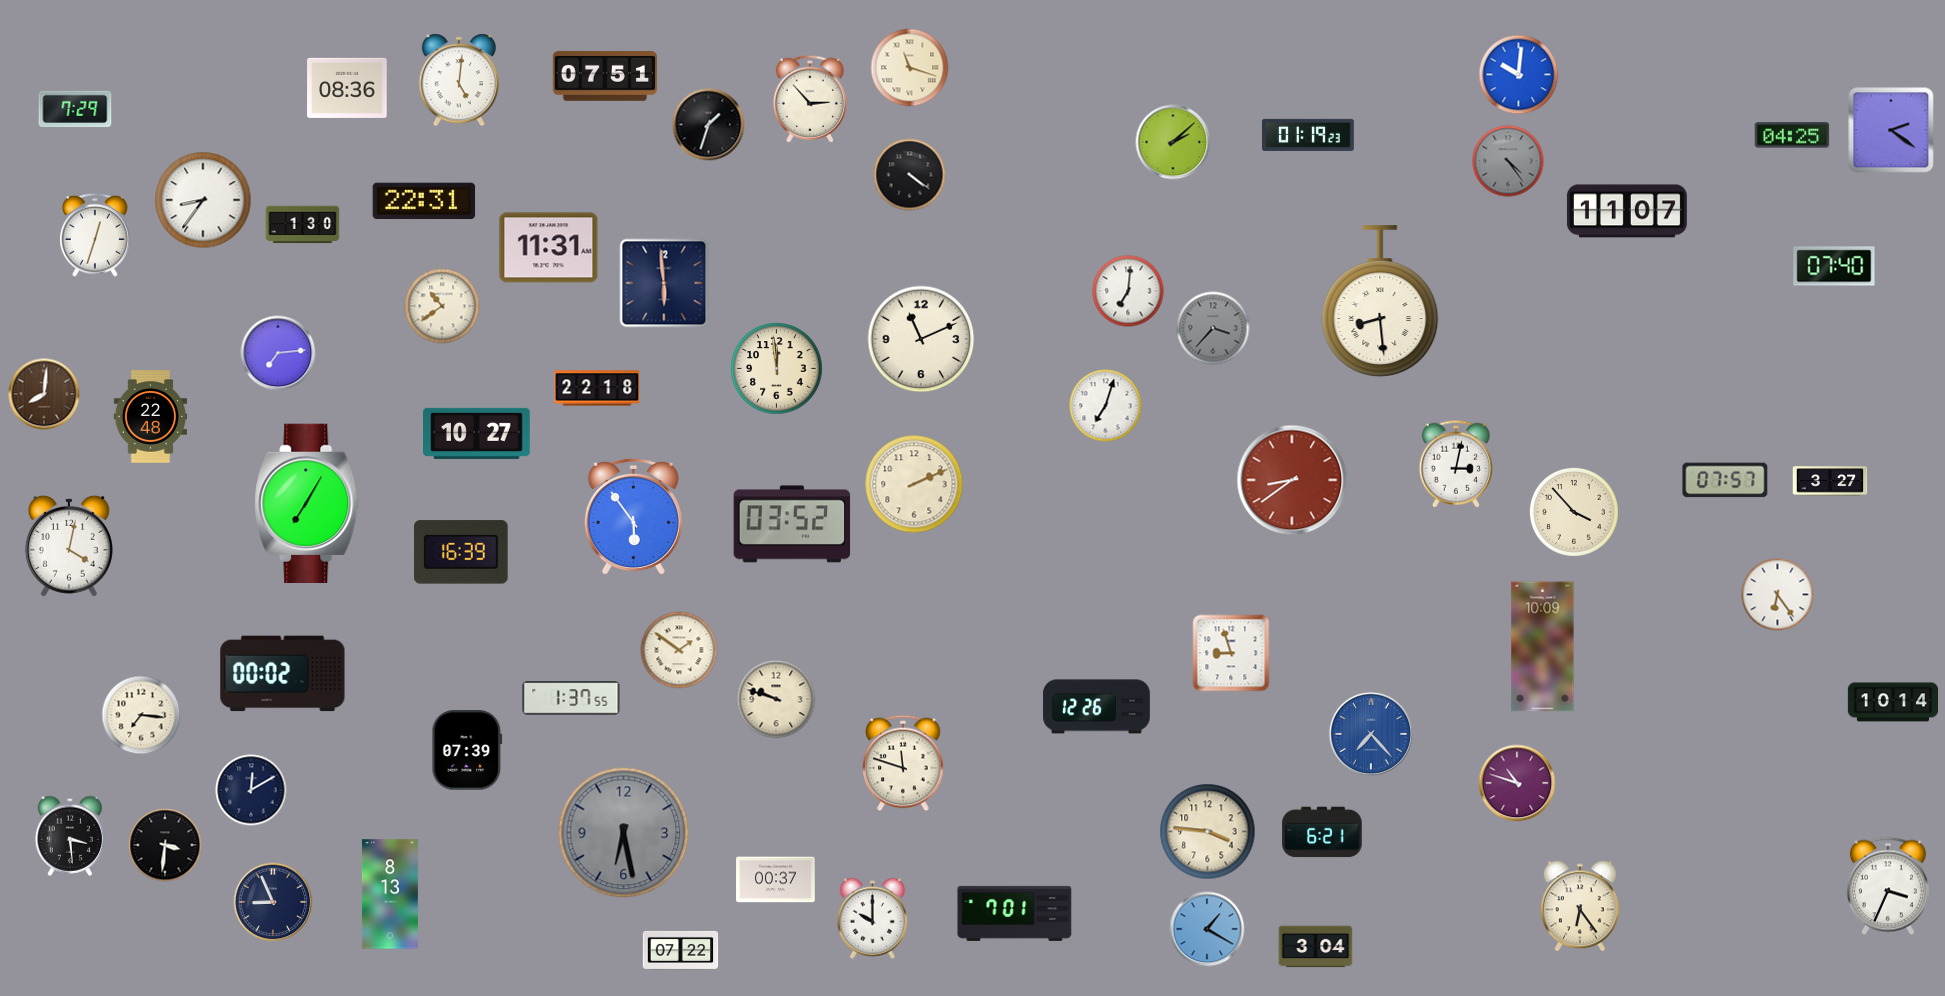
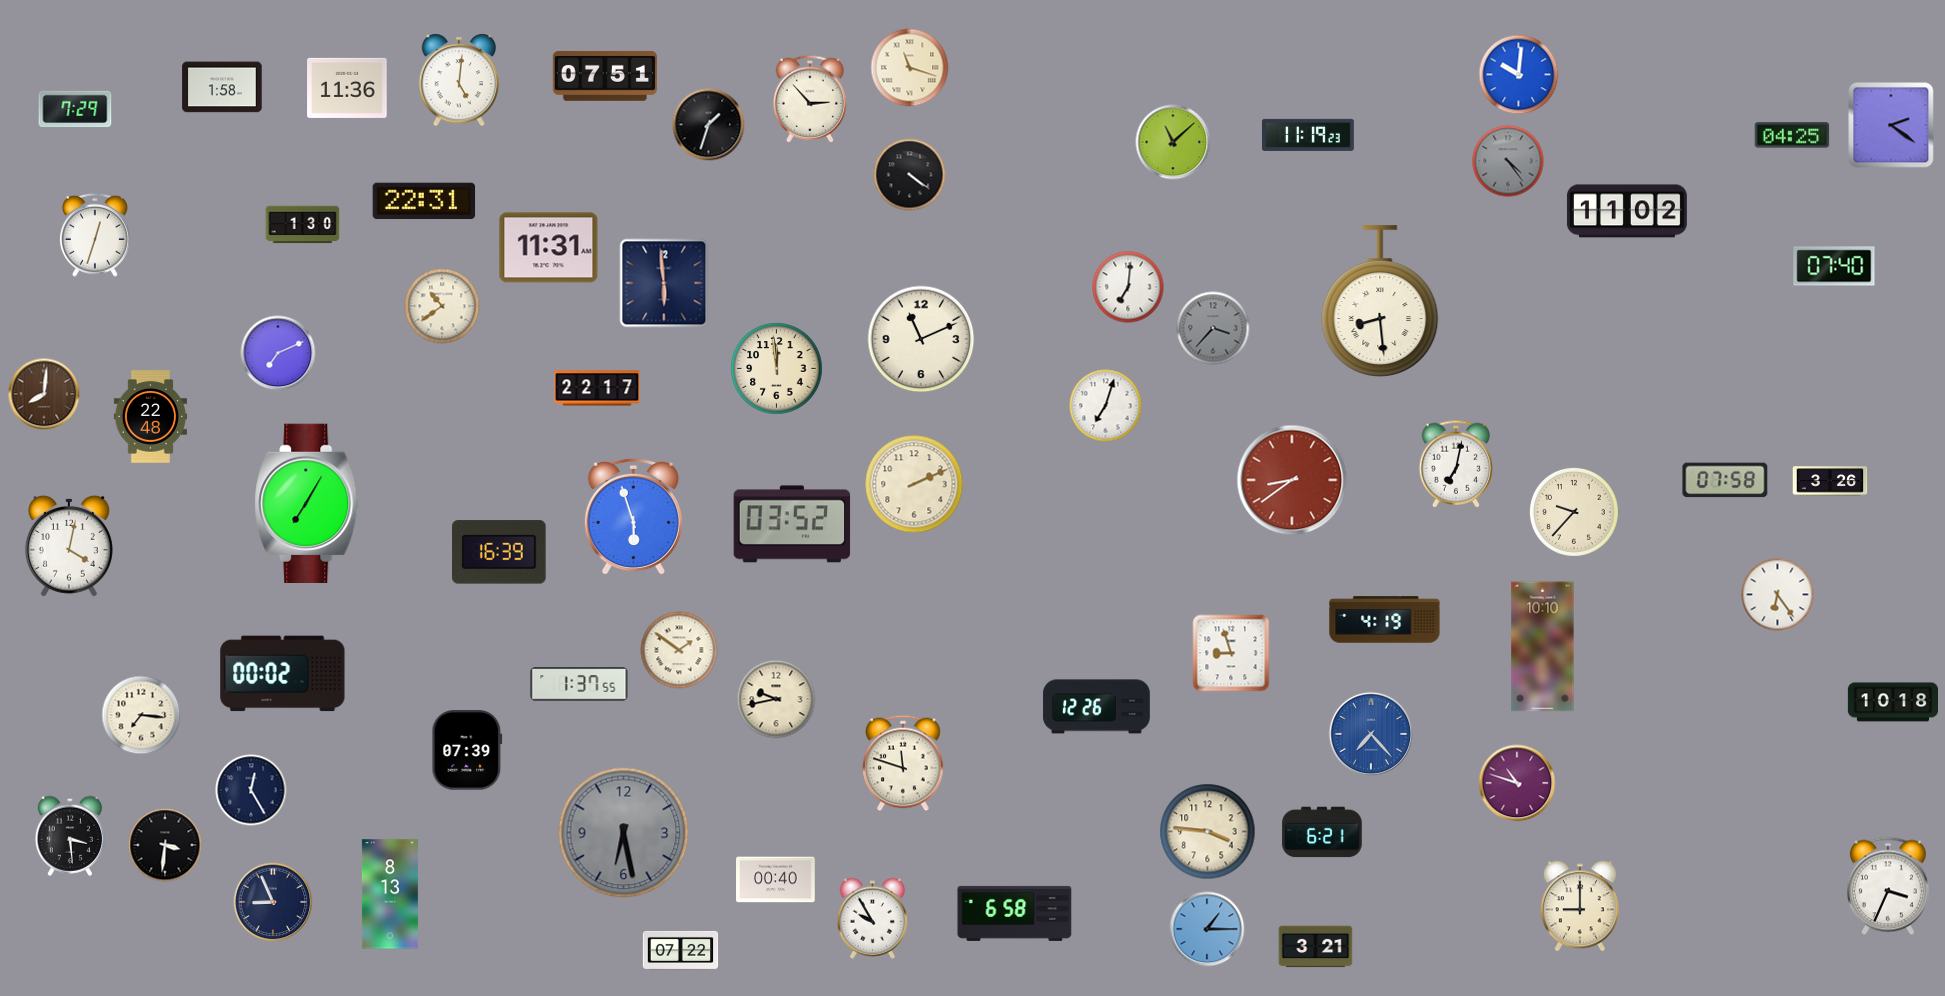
clock at (222, 87): none -> 1:58
clock at (347, 88): 08:36 -> 11:36
clock at (1891, 130) position: (1891, 130) -> (1891, 125)
clock at (1308, 135): 01:19 -> 11:19
clock at (1173, 142): 2:08 -> 11:08
clock at (203, 200): 8:36 -> none
clock at (1627, 211): 11:07 -> 11:02
clock at (1128, 291) position: (1128, 291) -> (1128, 287)
clock at (278, 353): 7:14 -> 7:11
clock at (597, 388): 22:18 -> 22:17
clock at (477, 433): 10:27 -> none
clock at (1455, 464): 3:02 -> 7:02
clock at (1725, 480): 07:57 -> 07:58
clock at (1830, 481): 3:27 -> 3:26
clock at (1574, 512): 3:53 -> 9:37
clock at (633, 517): 5:54 -> 5:57
clock at (461, 552) position: (461, 552) -> (499, 552)
clock at (1385, 620): none -> 4:19
clock at (1543, 647): 10:09 -> 10:10
clock at (571, 698) position: (571, 698) -> (579, 684)
clock at (776, 699): 9:48 -> 9:43
clock at (1892, 702): 10:14 -> 10:18
clock at (251, 790): 12:10 -> 12:25
clock at (776, 880): 00:37 -> 00:40
clock at (1580, 906): 6:24 -> 9:00
clock at (1015, 913): 7:01 -> 6:58
clock at (873, 918): 10:00 -> 9:55
clock at (1207, 929): 1:20 -> 1:15
clock at (1316, 947): 3:04 -> 3:21
